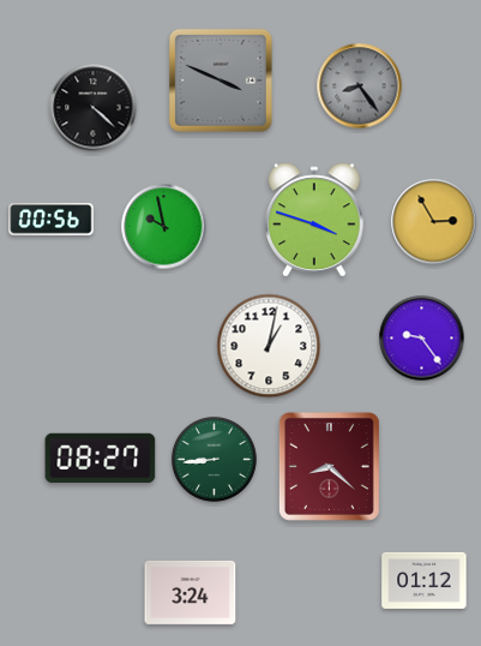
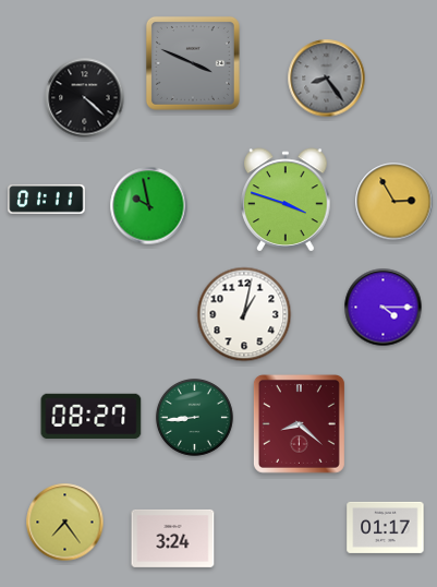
clock at (221, 80) position: (221, 80) -> (193, 63)
clock at (52, 220): 00:56 -> 01:11
clock at (422, 339): 9:24 -> 4:15
clock at (65, 523): none -> 7:24
clock at (425, 580): 01:12 -> 01:17
